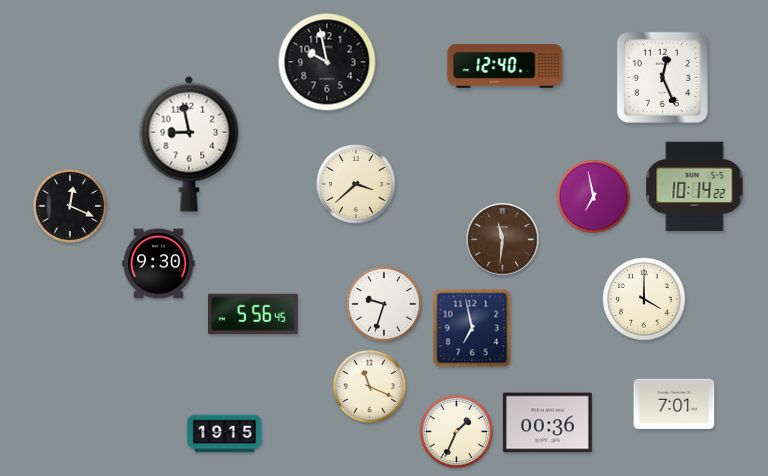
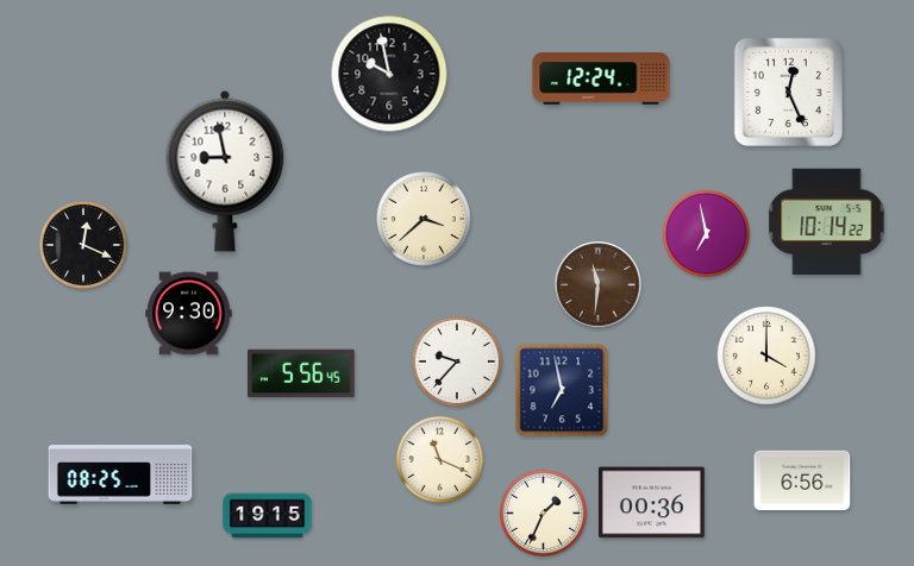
clock at (505, 66): 12:40 -> 12:24
clock at (384, 304): 9:33 -> 9:37
clock at (120, 476): none -> 08:25
clock at (674, 404): 7:01 -> 6:56
